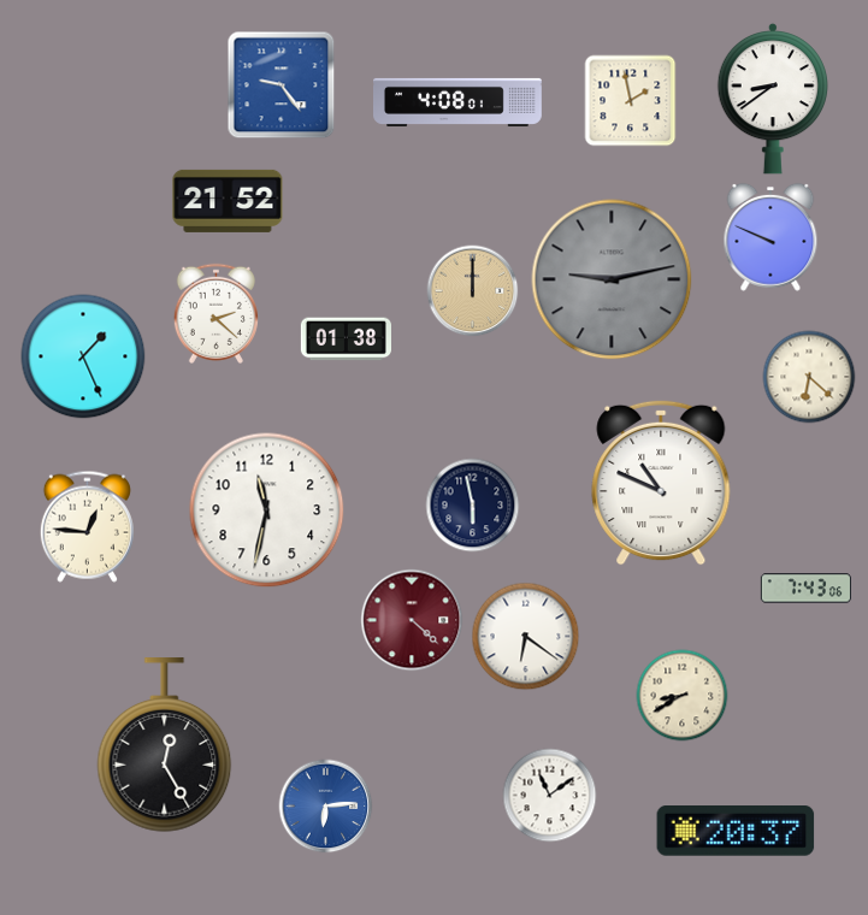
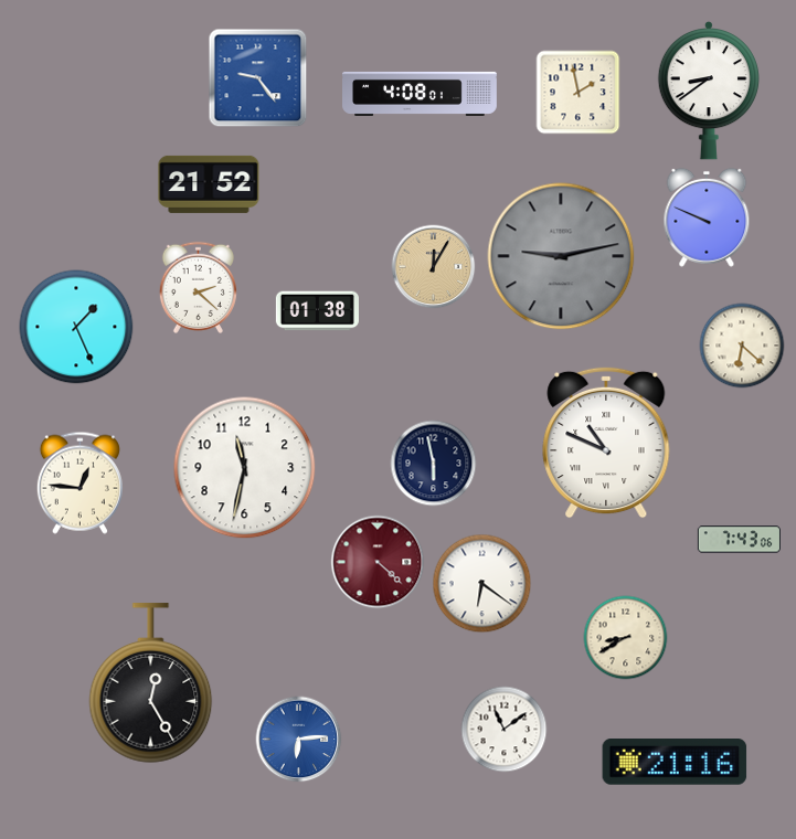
clock at (473, 291): 12:00 -> 12:05
clock at (412, 620) position: (412, 620) -> (378, 562)
clock at (736, 832): 20:37 -> 21:16
